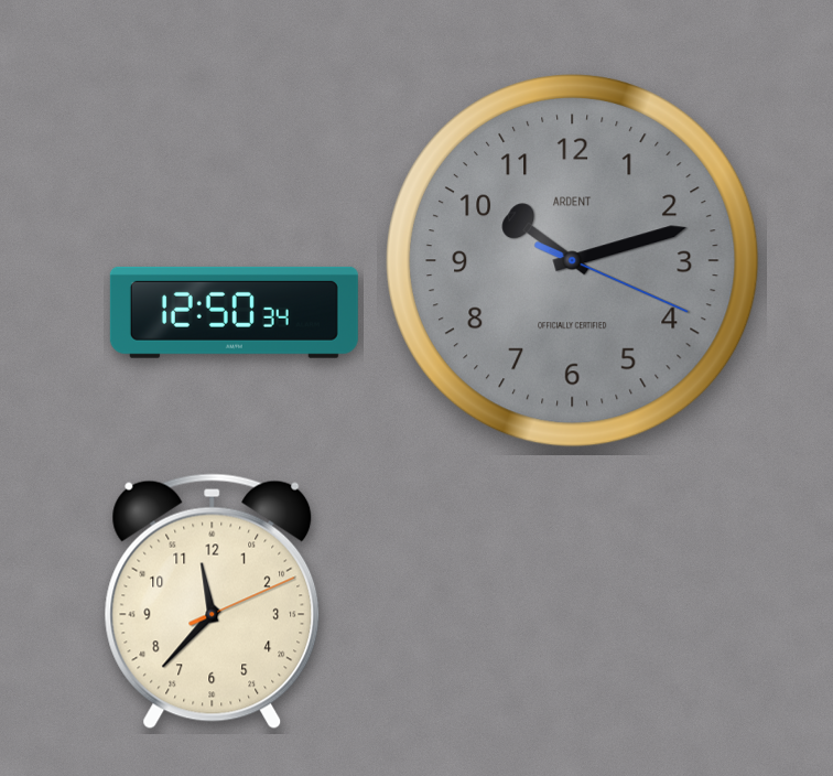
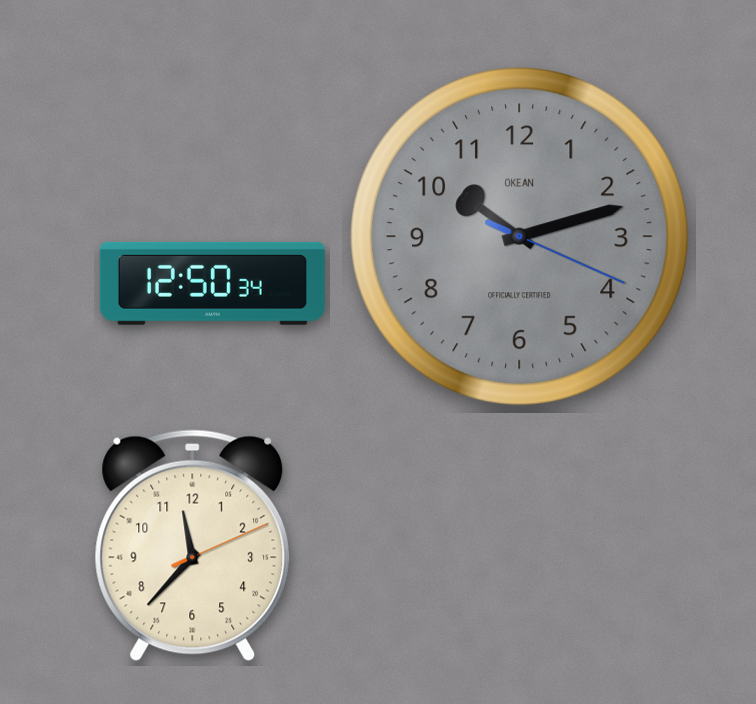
clock at (572, 260) brand: ARDENT -> OKEAN
